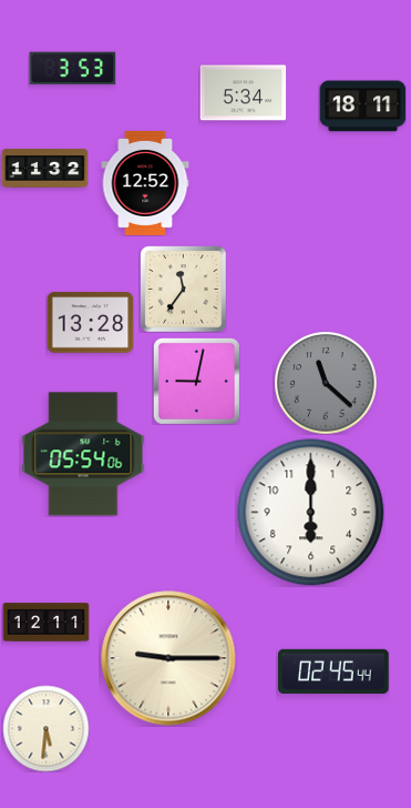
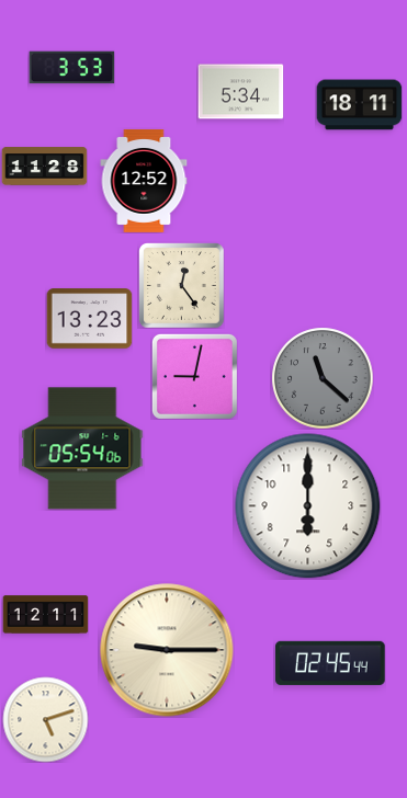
clock at (44, 169): 11:32 -> 11:28
clock at (184, 290): 11:36 -> 12:24
clock at (90, 323): 13:28 -> 13:23
clock at (45, 728): 5:31 -> 5:12
